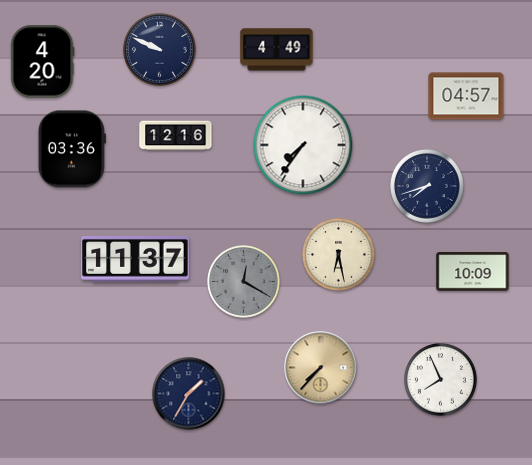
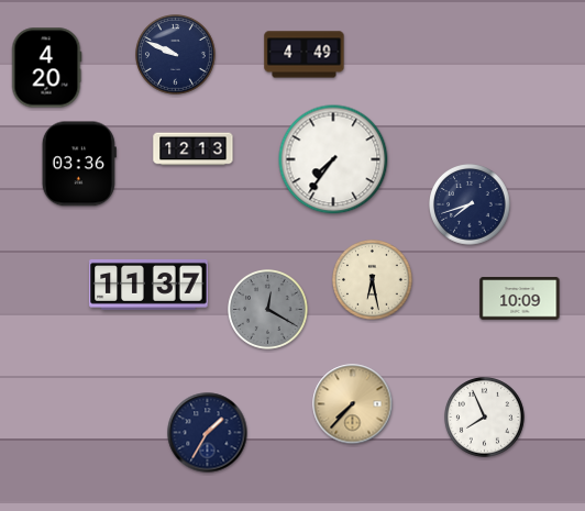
clock at (466, 96): 04:57 -> none
clock at (176, 136): 12:16 -> 12:13
